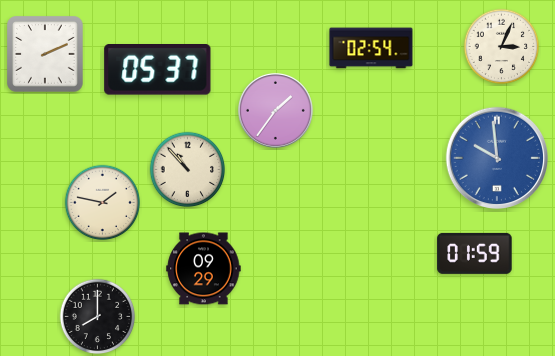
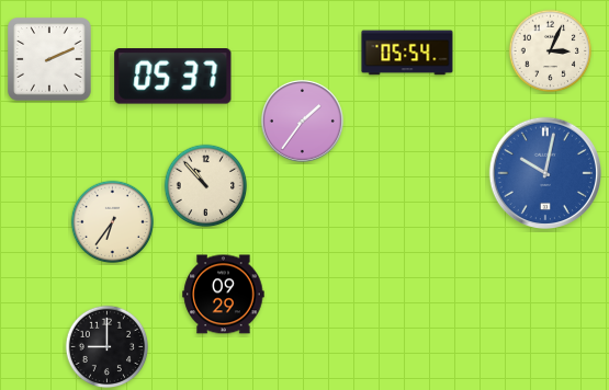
clock at (371, 48): 02:54 -> 05:54
clock at (496, 158): 9:59 -> 10:02
clock at (103, 203): 1:47 -> 6:36
clock at (475, 253): 01:59 -> none
clock at (98, 317): 8:00 -> 9:00
